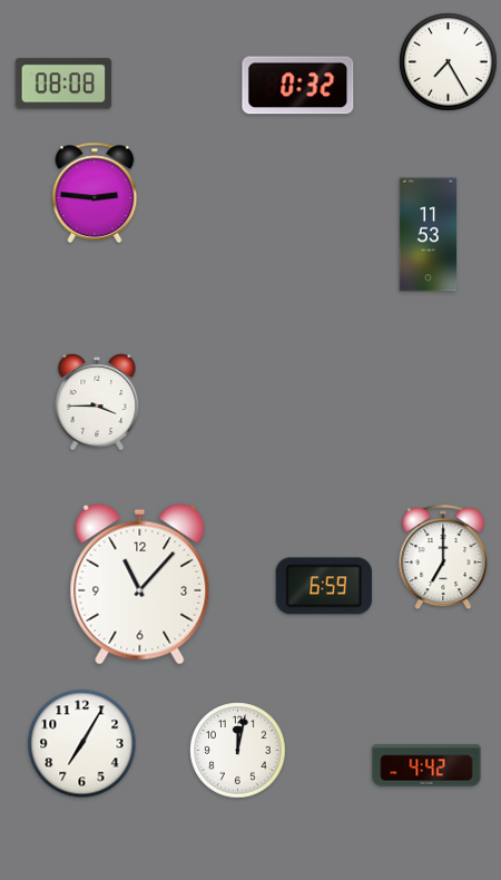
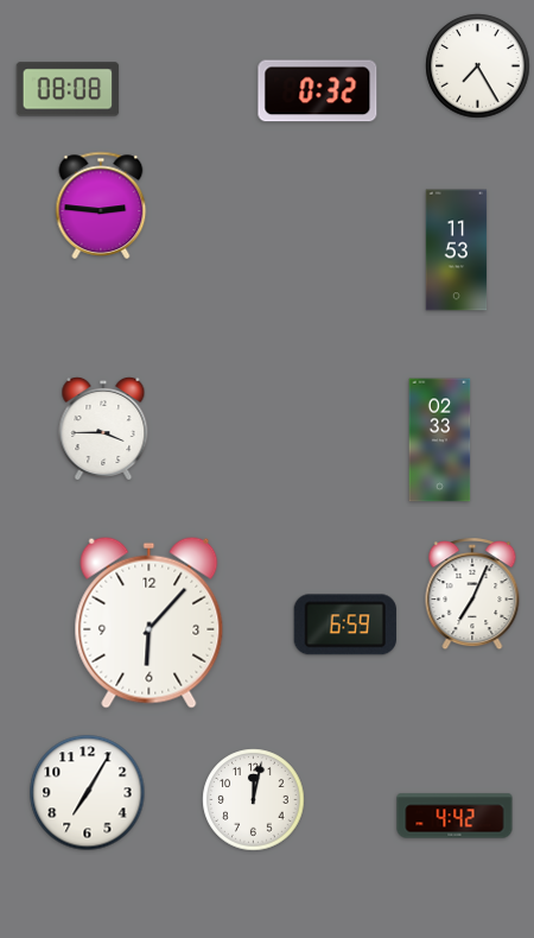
clock at (440, 441): none -> 02:33
clock at (443, 558): 7:00 -> 7:04
clock at (140, 584): 11:07 -> 6:07
